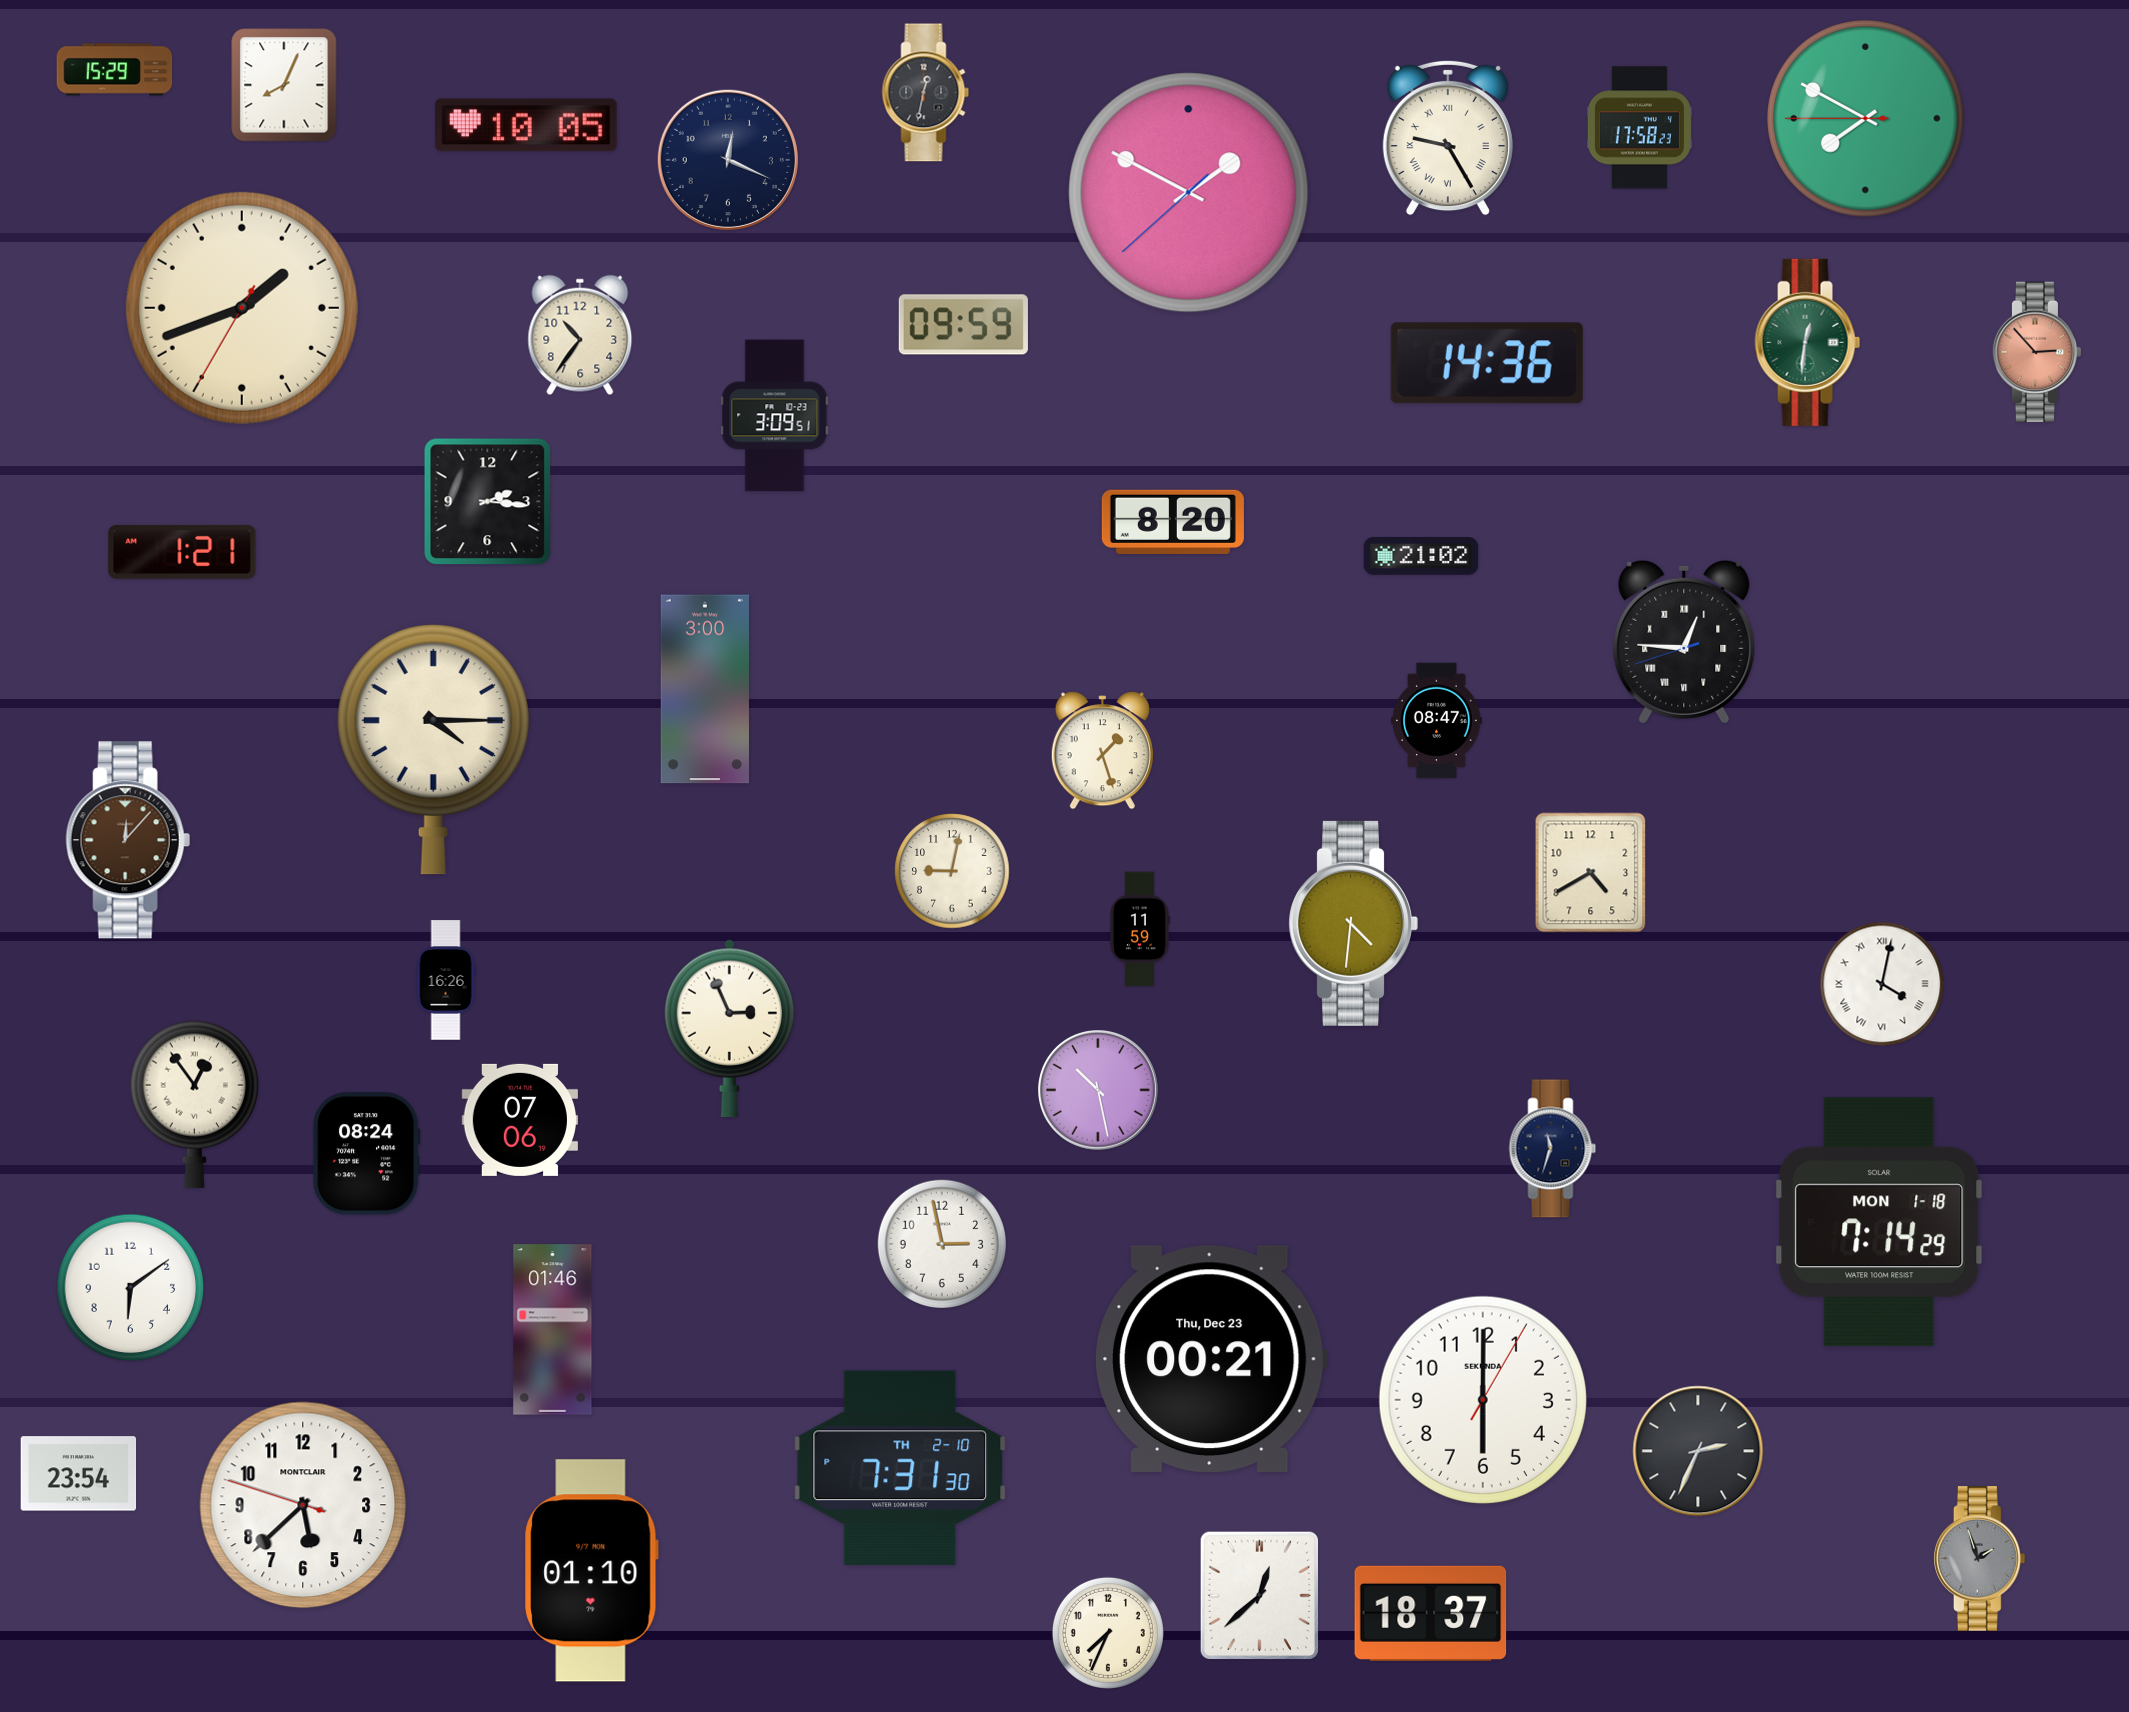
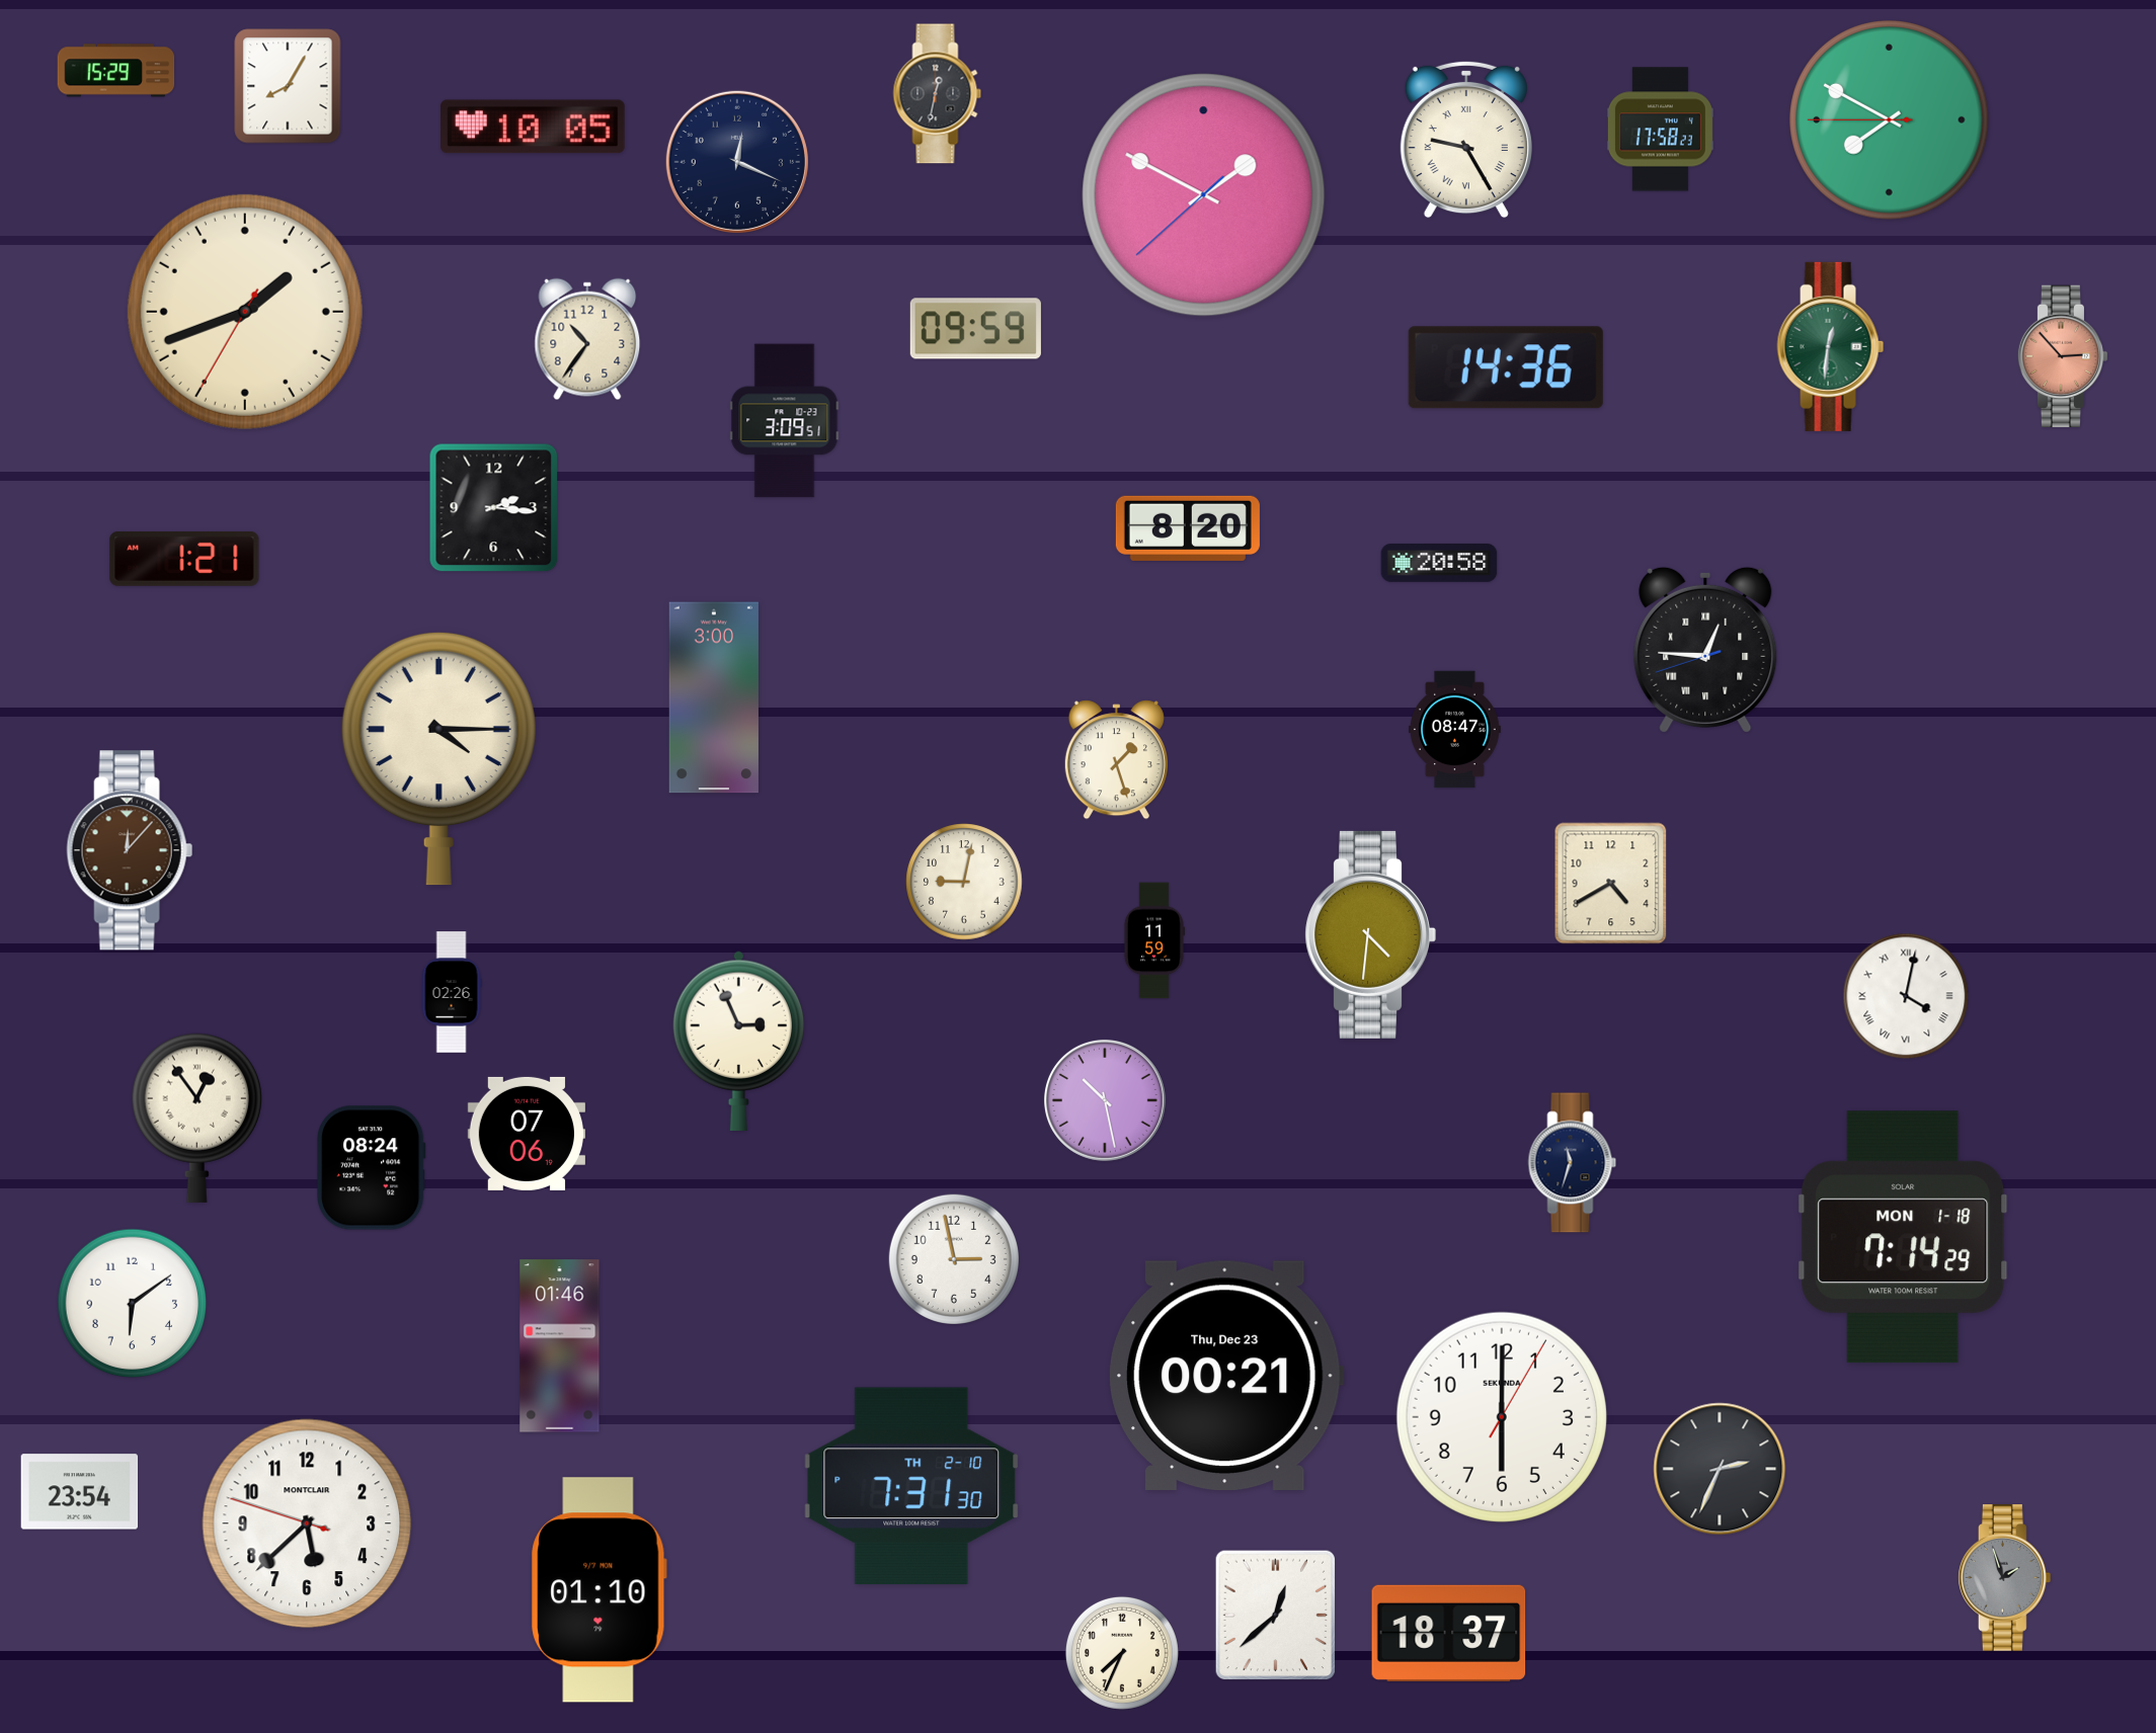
clock at (284, 85): 8:04 -> 8:05
clock at (1421, 556): 21:02 -> 20:58
clock at (446, 980): 16:26 -> 02:26
clock at (1098, 1090) position: (1098, 1090) -> (1105, 1100)
